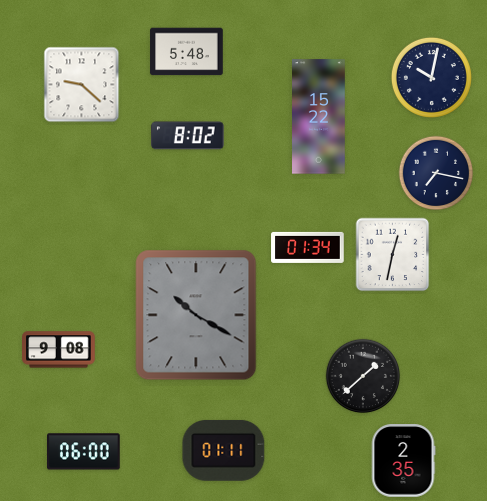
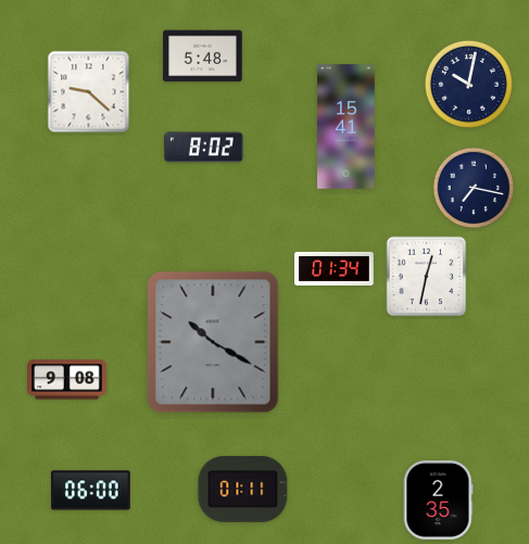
clock at (319, 117): 15:22 -> 15:41
clock at (59, 350) position: (59, 350) -> (67, 380)
clock at (363, 376): 1:38 -> none
